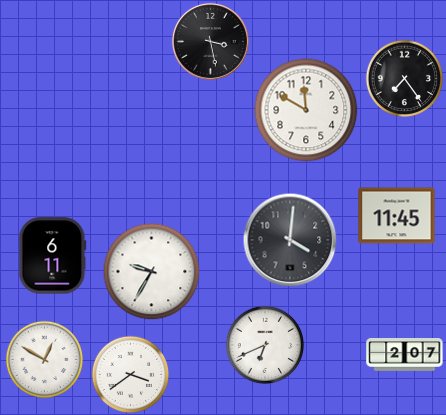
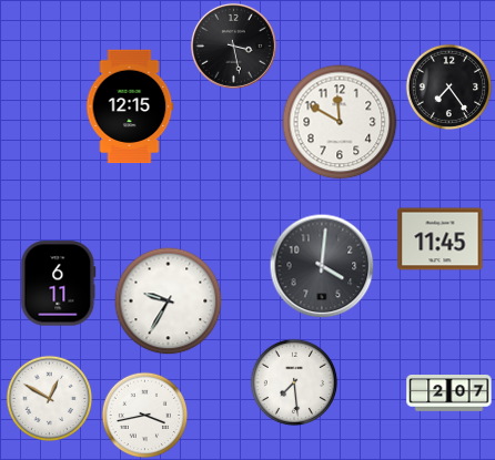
clock at (130, 106): none -> 12:15
clock at (265, 345): 6:41 -> 7:29
clock at (130, 374): 3:39 -> 3:43
